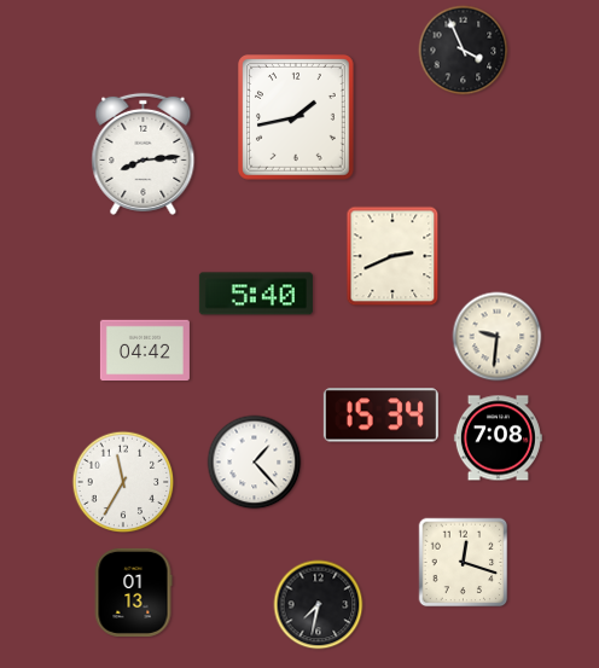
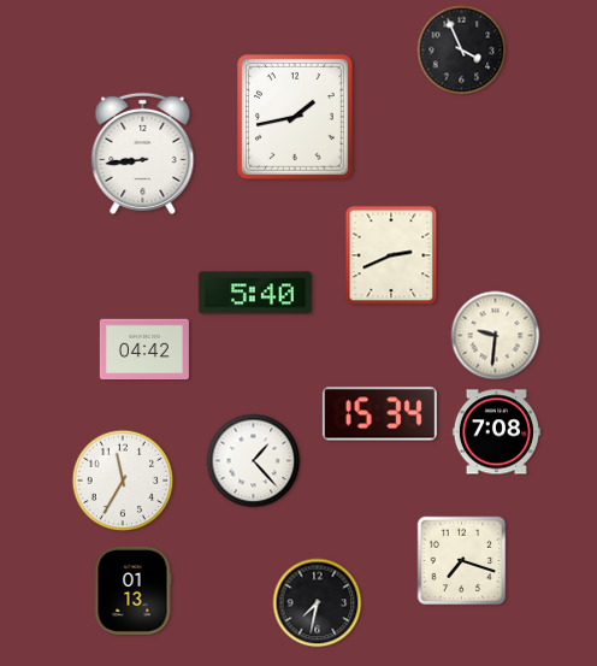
clock at (144, 153): 8:14 -> 8:44
clock at (498, 438) position: (498, 438) -> (496, 432)
clock at (464, 563): 12:18 -> 7:18
